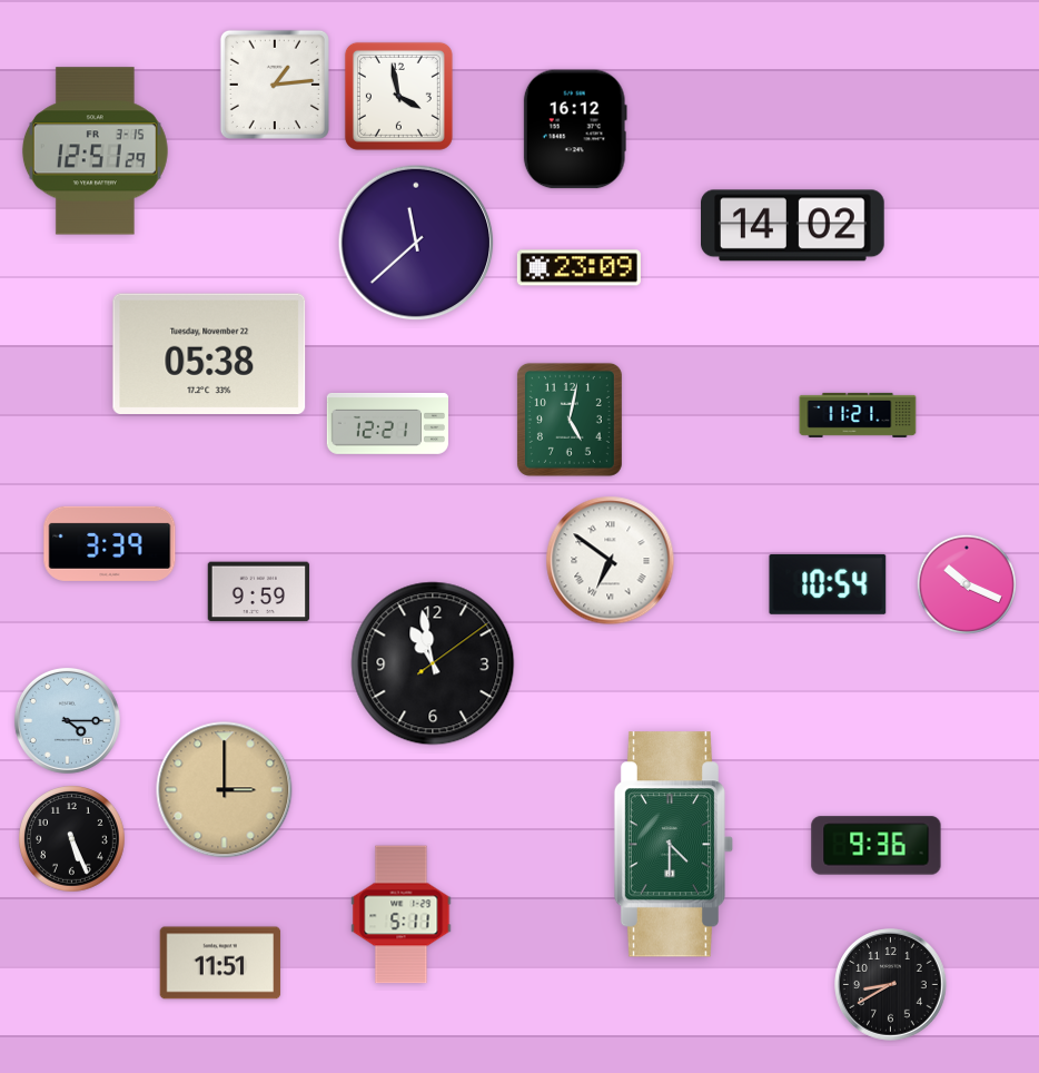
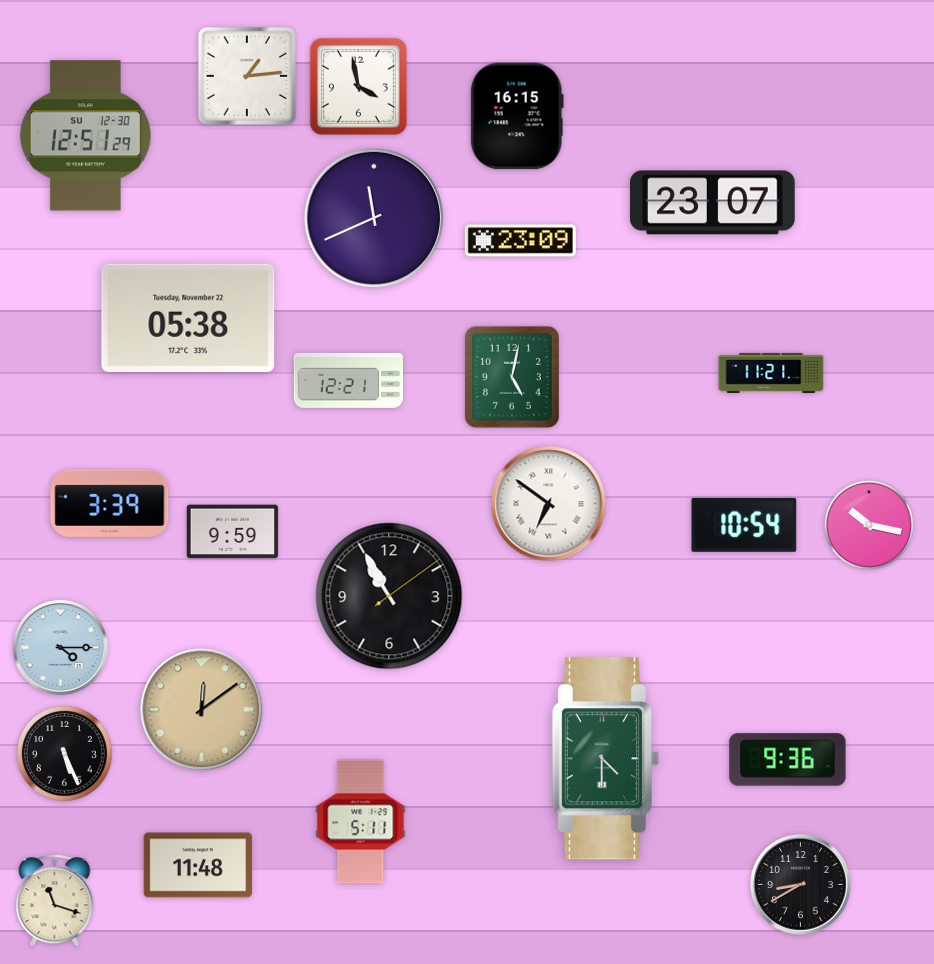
clock at (575, 129): 16:12 -> 16:15
clock at (95, 151) date: FR 3-15 -> SU 12-30
clock at (793, 226): 14:02 -> 23:07
clock at (416, 243): 11:38 -> 11:41
clock at (110, 543) position: (110, 543) -> (110, 503)
clock at (967, 584): 10:19 -> 10:17
clock at (433, 663): 10:58 -> 10:55
clock at (225, 790): 3:00 -> 12:09
clock at (220, 963): 11:51 -> 11:48
clock at (55, 901): none -> 11:18
